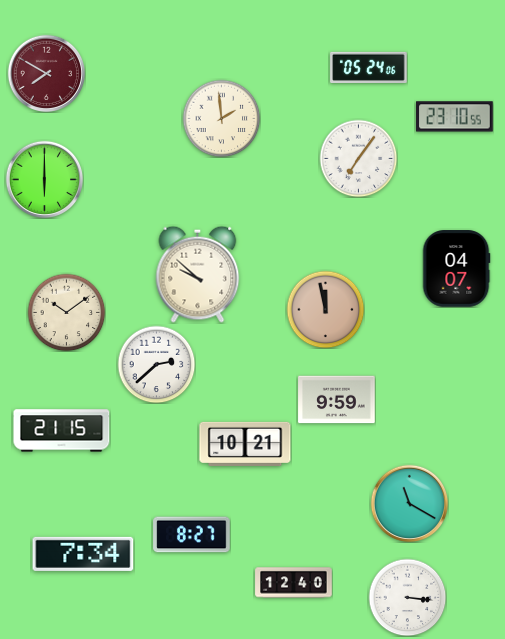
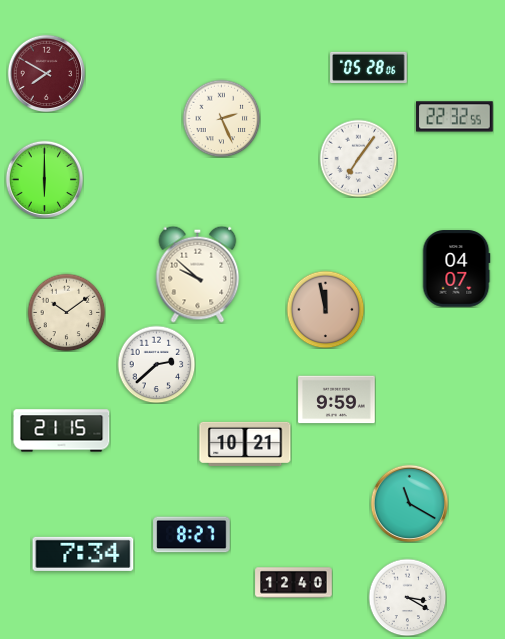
clock at (369, 67): 05:24 -> 05:28
clock at (455, 117): 23:10 -> 22:32
clock at (221, 118): 1:59 -> 2:26
clock at (407, 597): 3:16 -> 3:20
